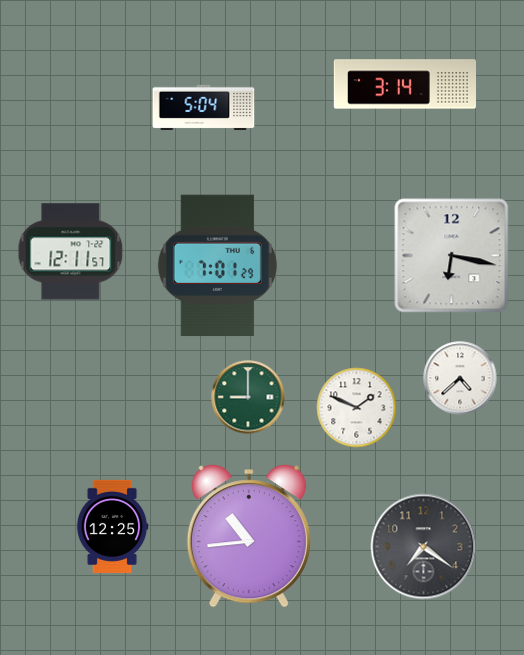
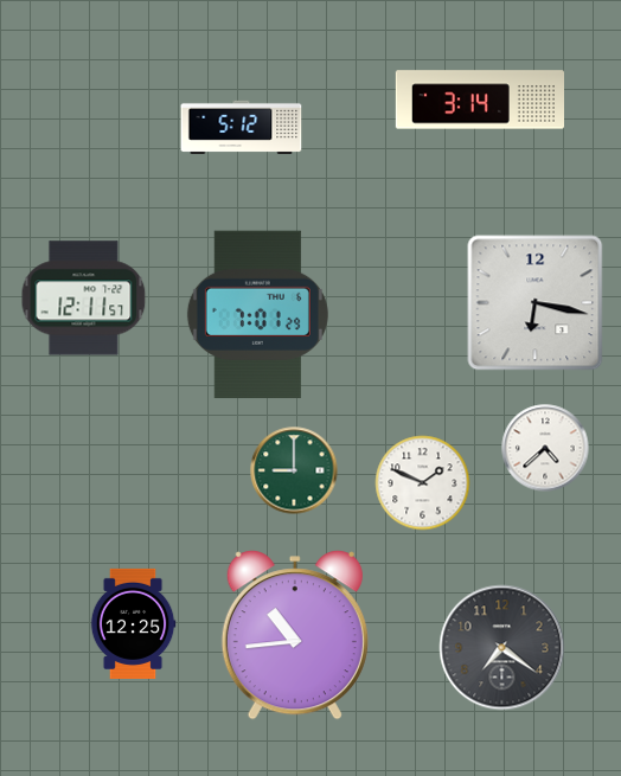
clock at (204, 107): 5:04 -> 5:12
